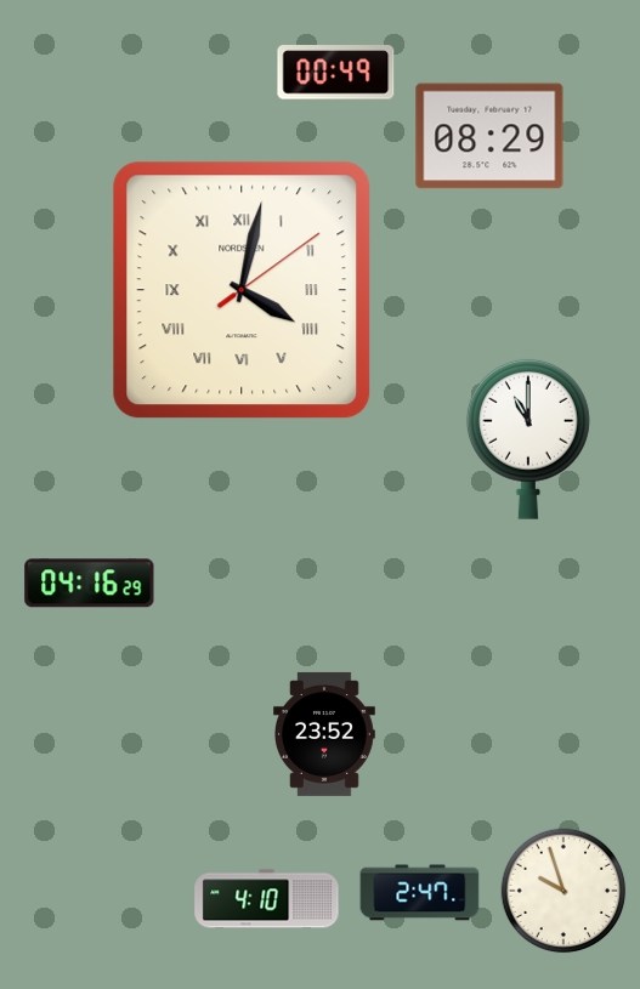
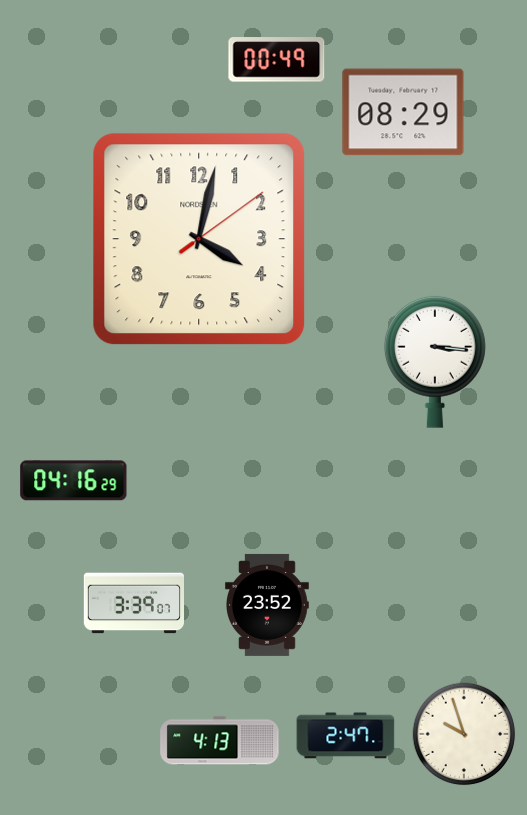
clock at (242, 290) numerals: Roman -> Arabic
clock at (528, 439): 11:00 -> 3:16
clock at (133, 603): none -> 3:39
clock at (267, 899): 4:10 -> 4:13
